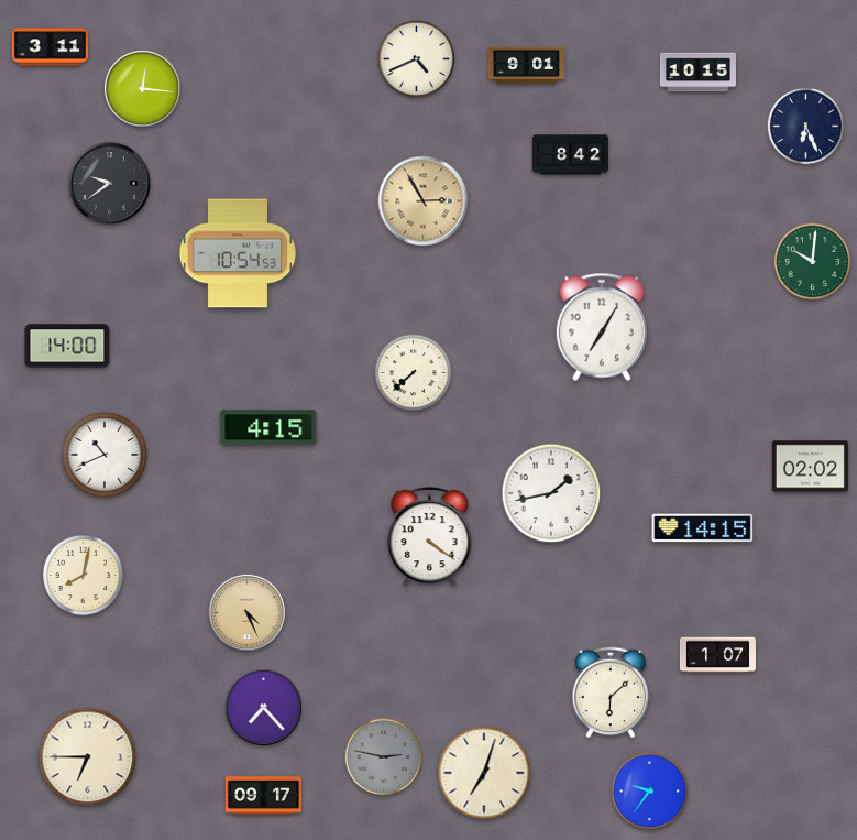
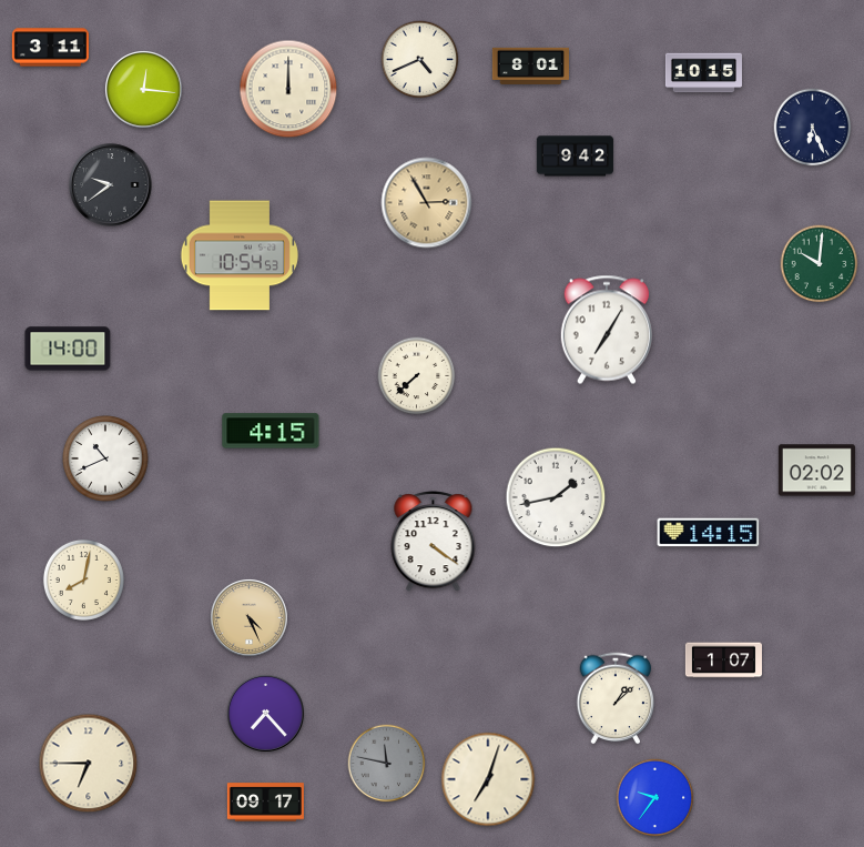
clock at (526, 65): 9:01 -> 8:01
clock at (288, 89): none -> 12:00
clock at (570, 155): 8:42 -> 9:42
clock at (611, 692): 6:08 -> 1:08
clock at (384, 757): 2:47 -> 11:47
